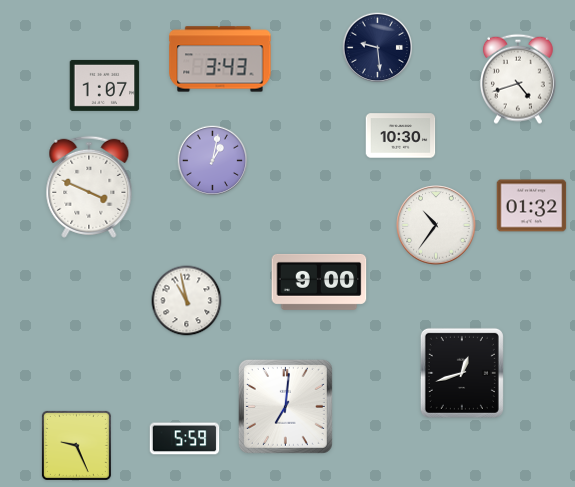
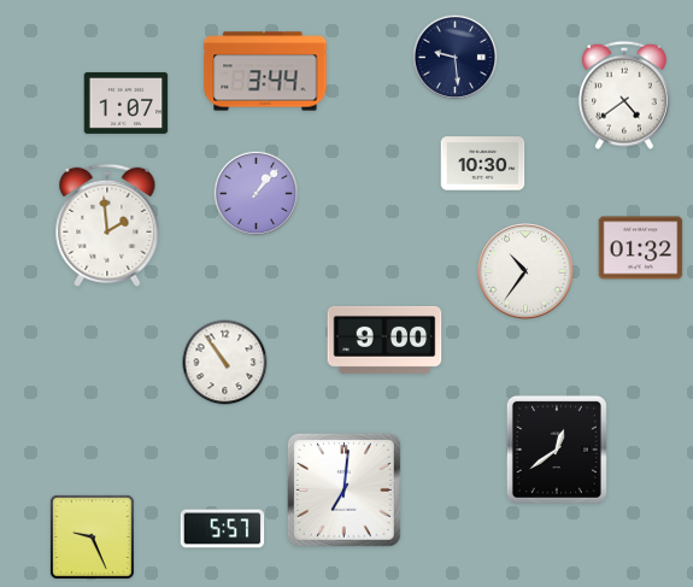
clock at (220, 59): 3:43 -> 3:44
clock at (519, 79): 4:42 -> 4:39
clock at (213, 161): 1:02 -> 1:07
clock at (89, 187): 3:49 -> 1:59
clock at (187, 301): 10:58 -> 10:54
clock at (462, 373): 12:42 -> 12:39
clock at (185, 439): 5:59 -> 5:57
